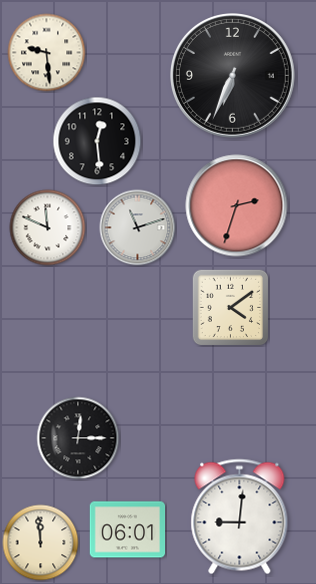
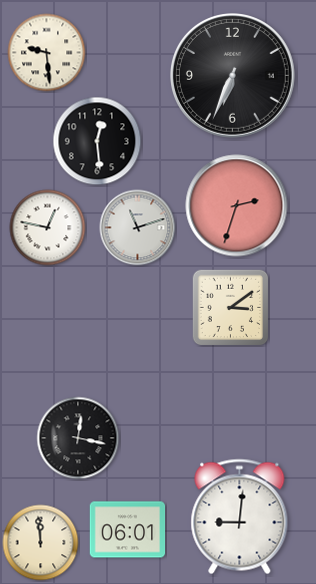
clock at (48, 228): 11:49 -> 12:47
clock at (230, 307): 4:09 -> 3:09
clock at (78, 438): 12:15 -> 12:17
